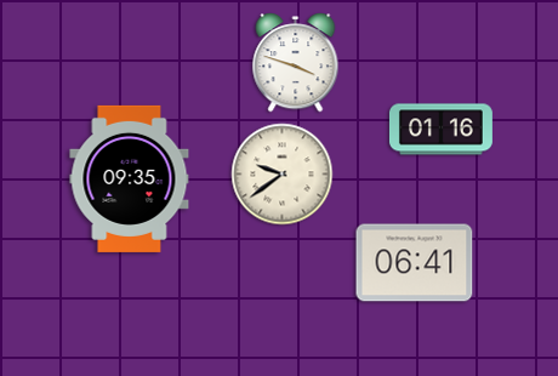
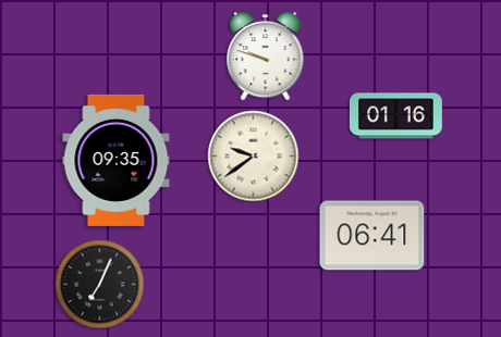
clock at (296, 63): 3:48 -> 9:48
clock at (100, 285): none -> 7:04
